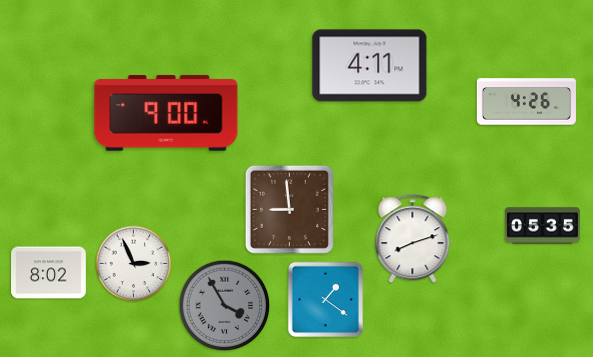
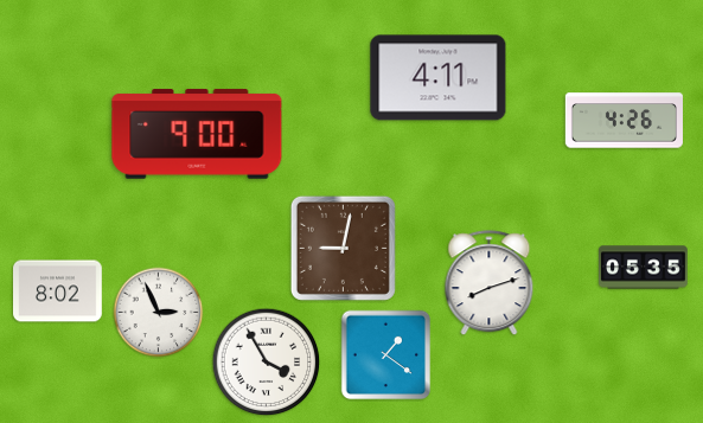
clock at (289, 209): 8:59 -> 9:02
clock at (49, 273) position: (49, 273) -> (58, 291)
clock at (225, 306) dial: grey -> white
